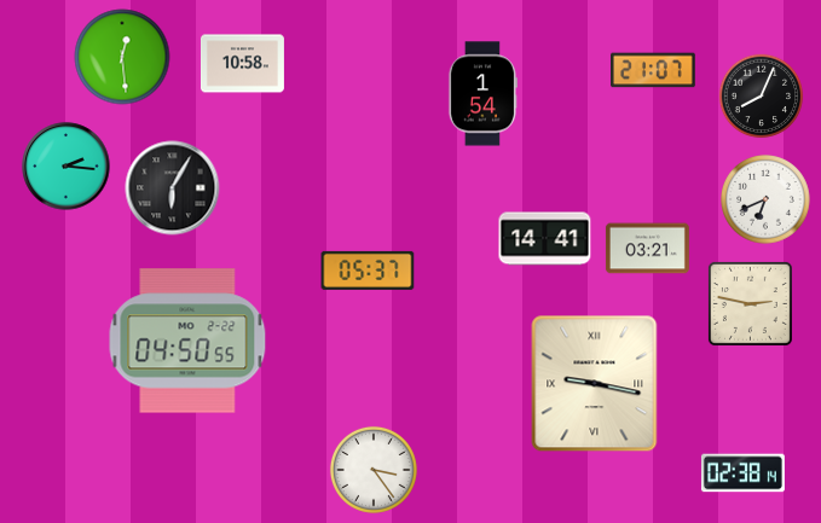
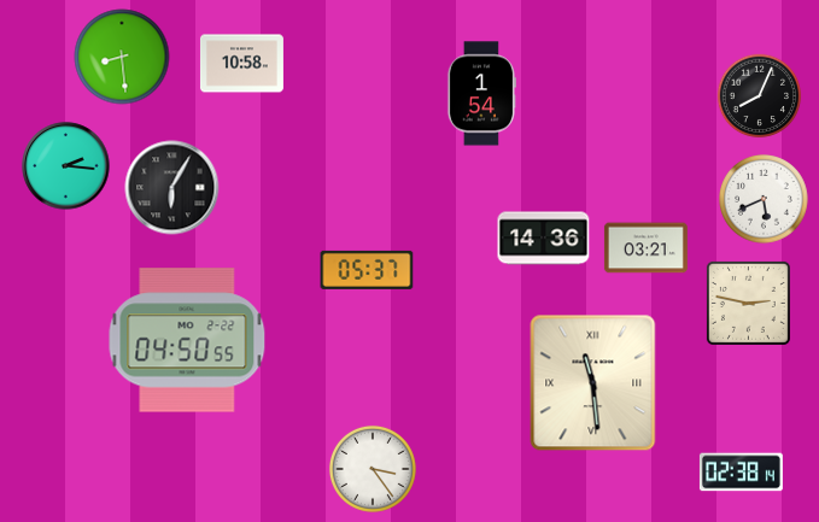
clock at (122, 57): 12:29 -> 8:29
clock at (654, 70): 21:07 -> none
clock at (765, 199): 6:41 -> 5:41
clock at (545, 239): 14:41 -> 14:36
clock at (595, 384): 9:17 -> 11:29
